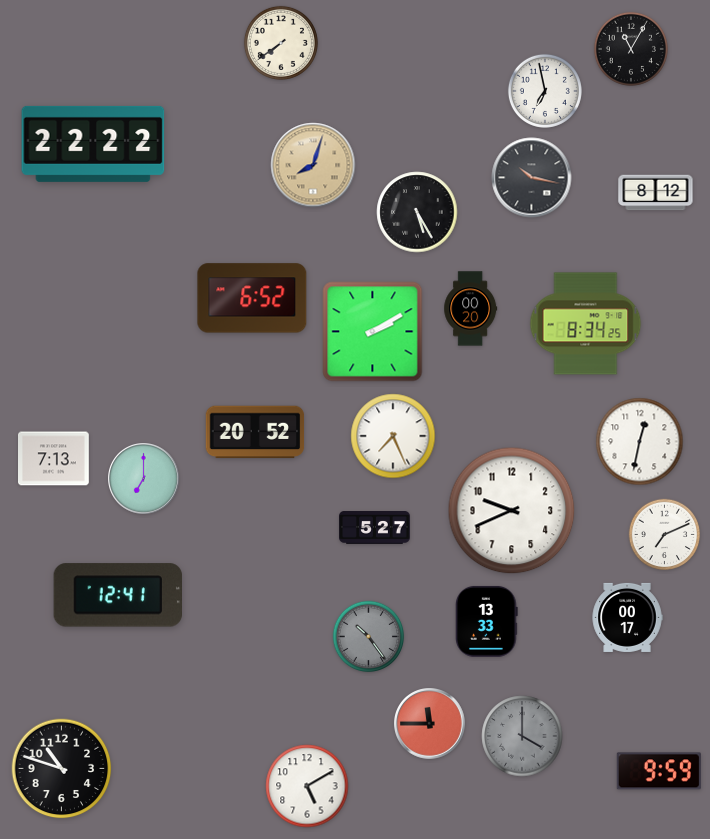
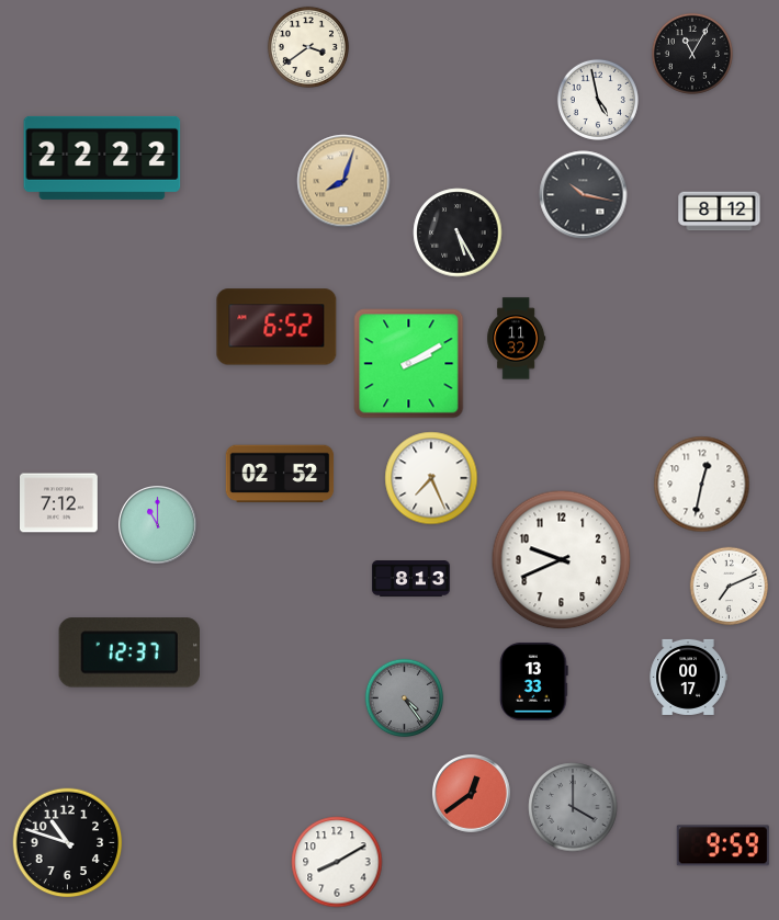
clock at (281, 43): 7:39 -> 3:39
clock at (545, 91): 6:58 -> 4:58
clock at (471, 309): 00:20 -> 11:32
clock at (586, 324): 8:34 -> none
clock at (255, 432): 20:52 -> 02:52
clock at (54, 459): 7:13 -> 7:12
clock at (144, 479): 7:00 -> 11:00
clock at (375, 528): 5:27 -> 8:13
clock at (117, 595): 12:41 -> 12:37
clock at (369, 637): 10:24 -> 4:24
clock at (430, 724): 11:45 -> 12:39
clock at (307, 786): 5:10 -> 8:10
